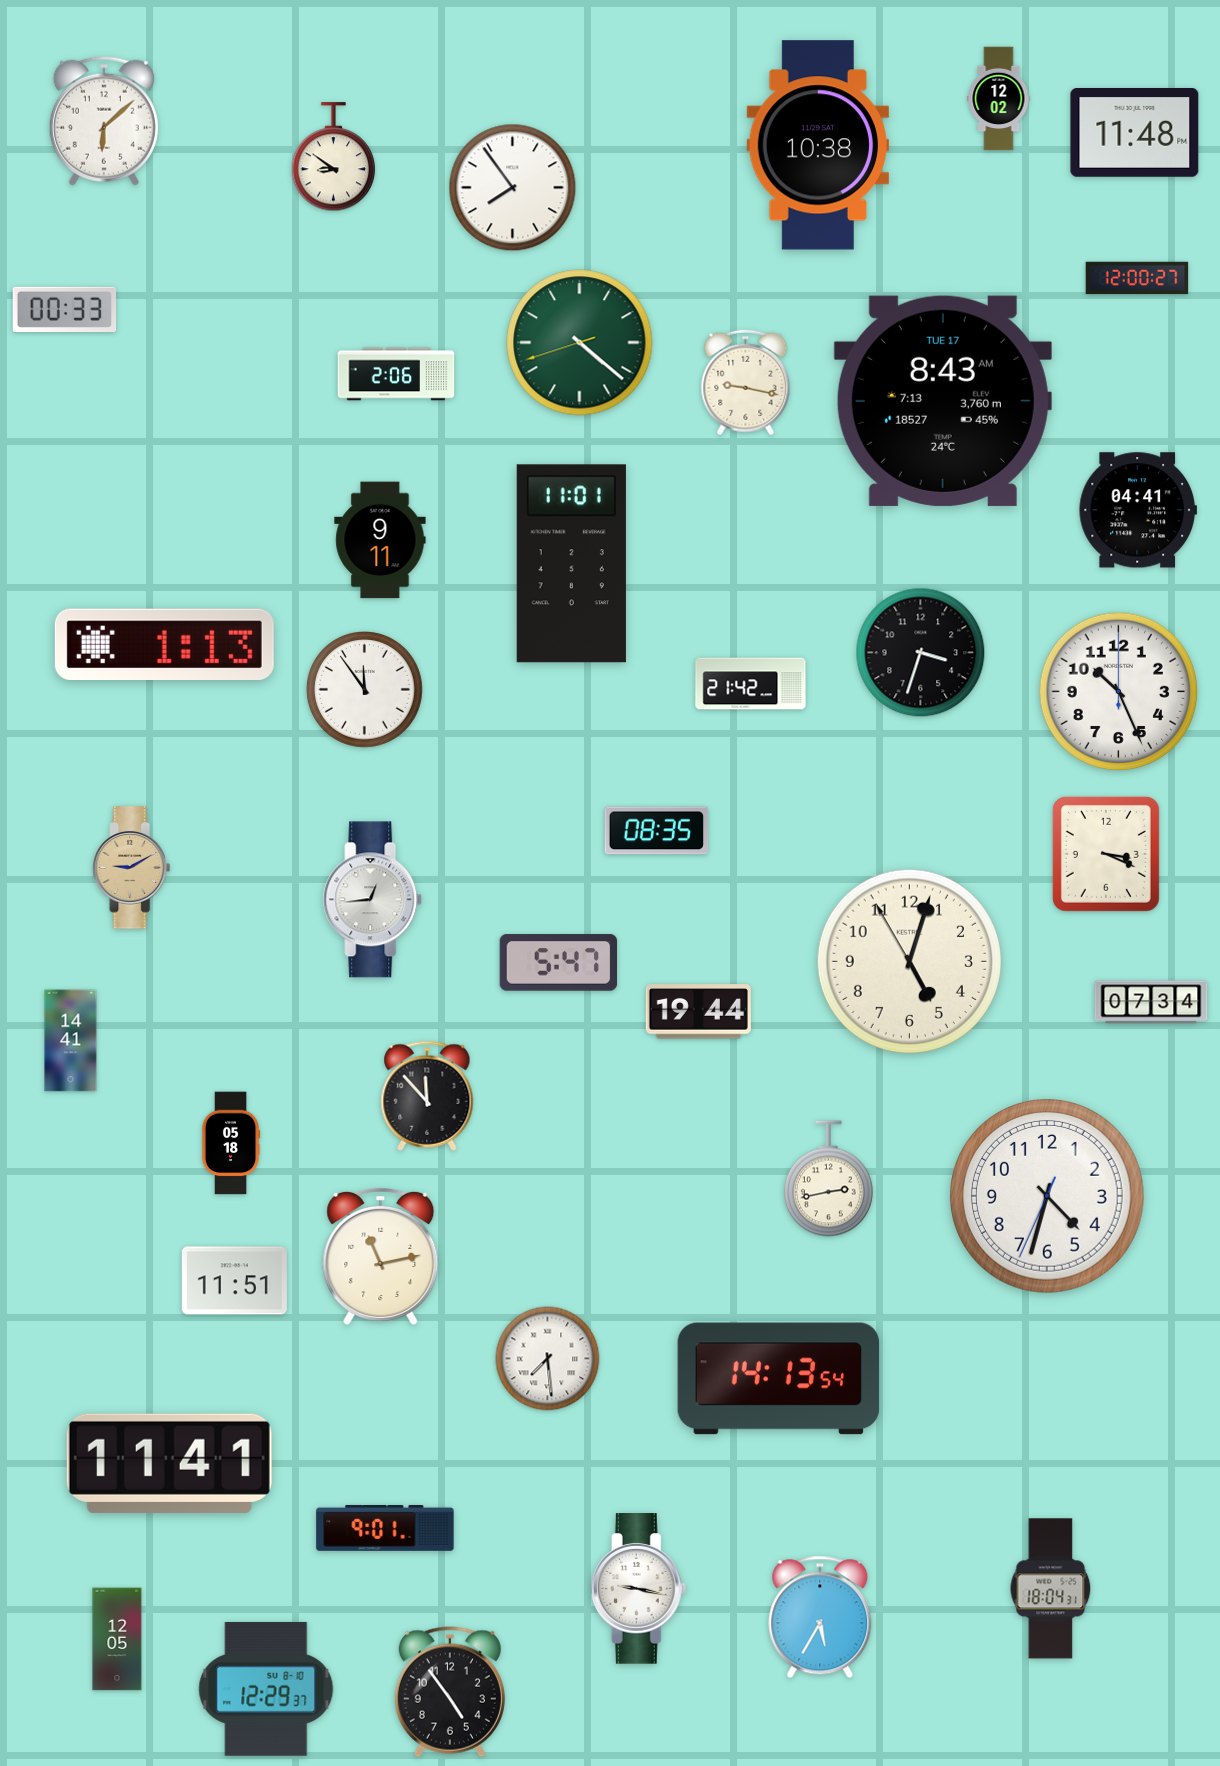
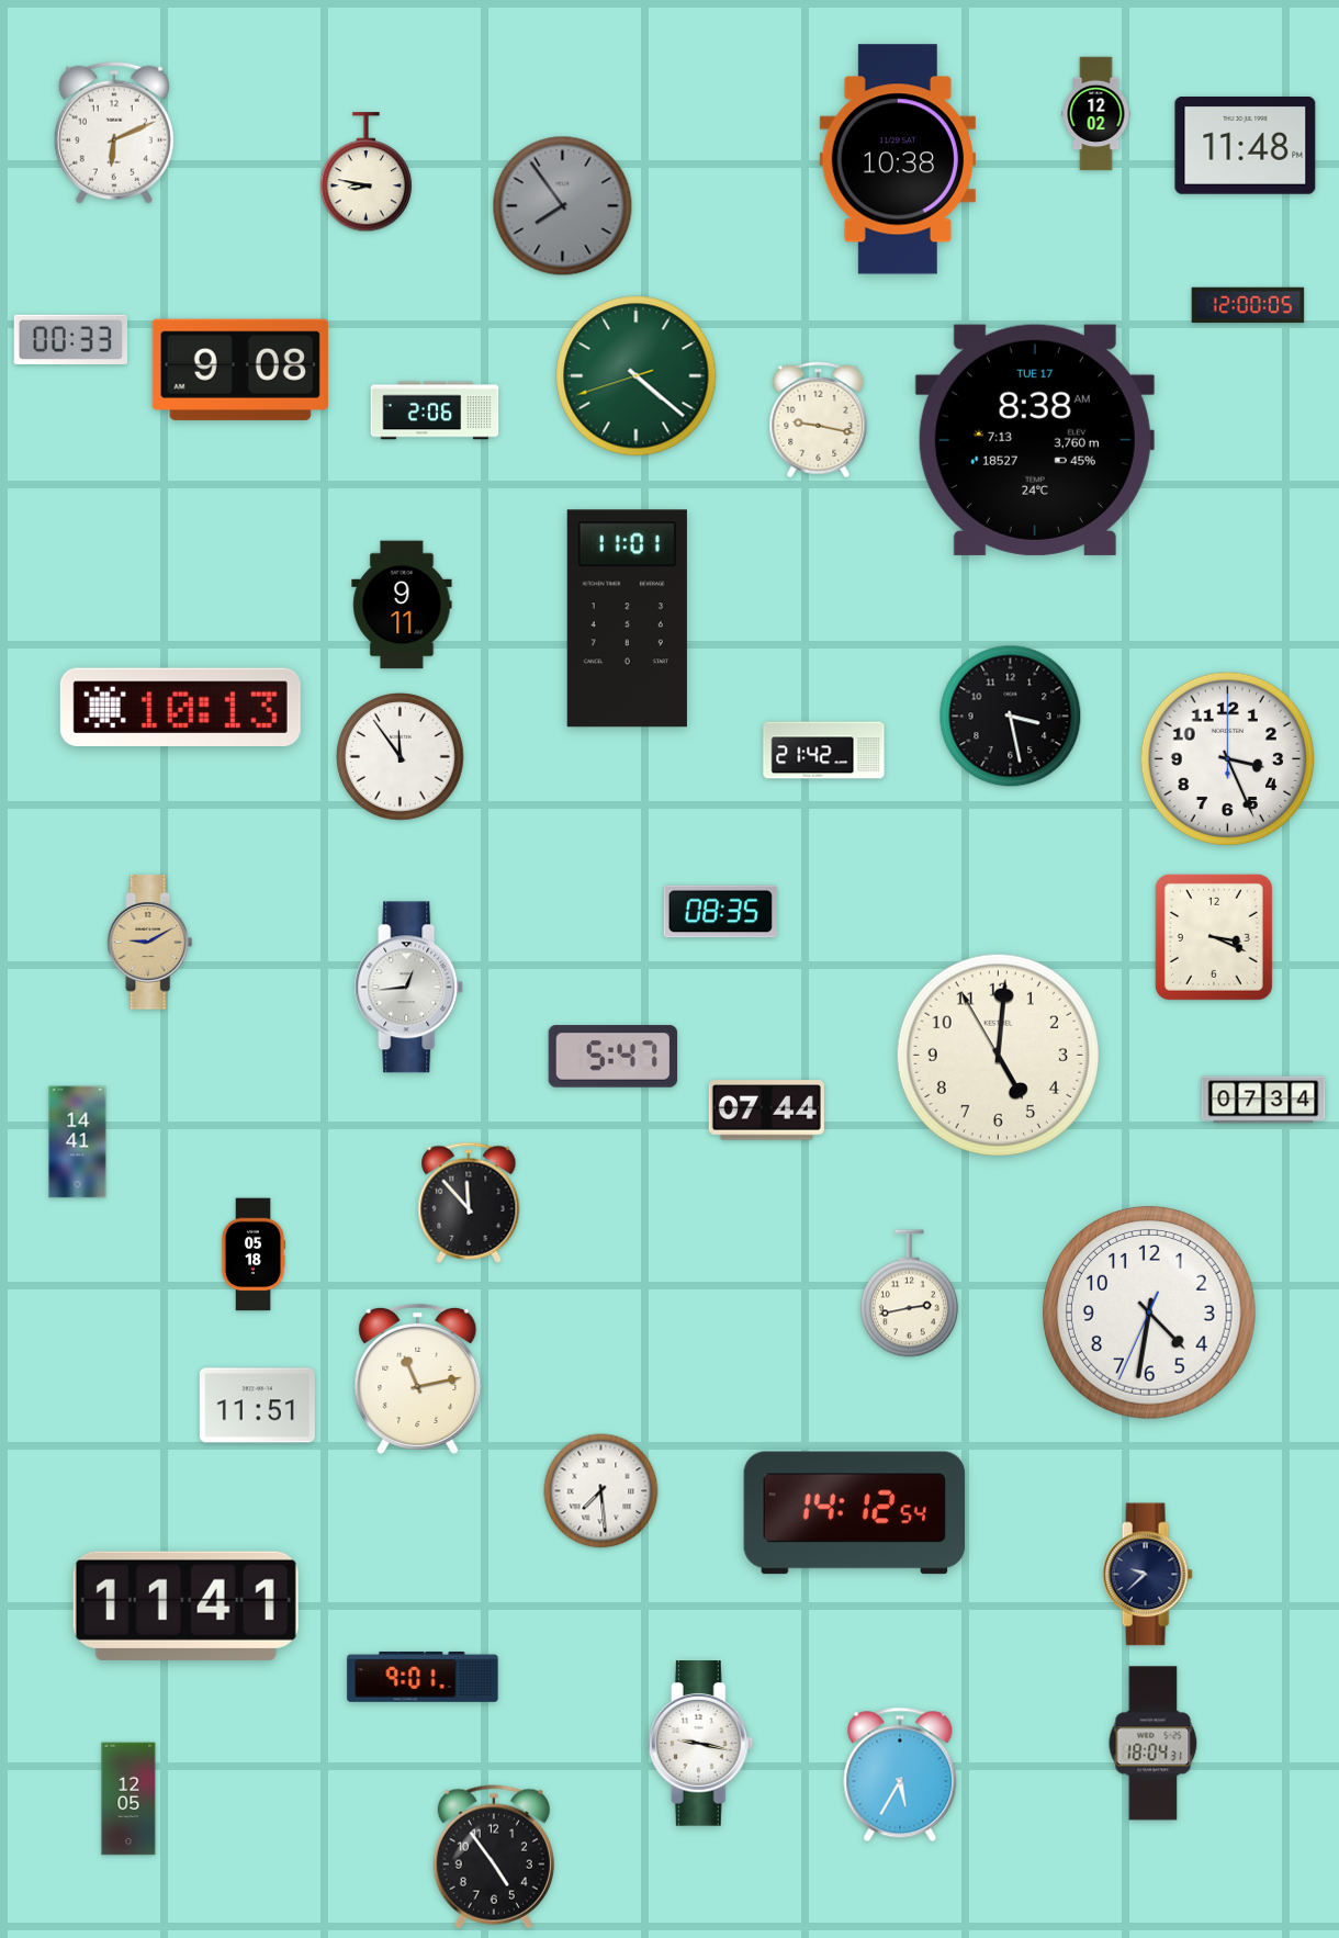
clock at (999, 99) position: (999, 99) -> (1096, 114)
clock at (104, 121): 6:08 -> 6:11
clock at (334, 157): 8:51 -> 8:47
clock at (513, 188) dial: white -> grey
clock at (1137, 278): 12:00:27 -> 12:00:05
clock at (240, 370): none -> 9:08
clock at (943, 401): 8:43 -> 8:38
clock at (1138, 510): 04:41 -> none
clock at (380, 540) position: (380, 540) -> (402, 605)
clock at (164, 644): 1:13 -> 10:13
clock at (921, 653): 3:33 -> 3:28
clock at (1119, 692): 10:26 -> 3:26
clock at (132, 868) position: (132, 868) -> (150, 943)
clock at (909, 961): 5:02 -> 5:00
clock at (698, 1012): 19:44 -> 07:44
clock at (1048, 1197): 4:32 -> 4:31
clock at (779, 1379): 14:13 -> 14:12
clock at (1147, 1575): none -> 9:38
clock at (266, 1689): 12:29 -> none
